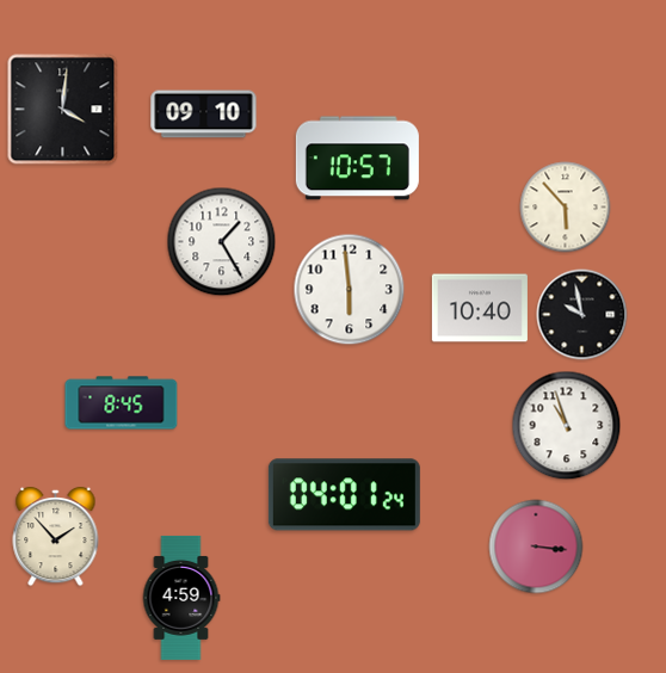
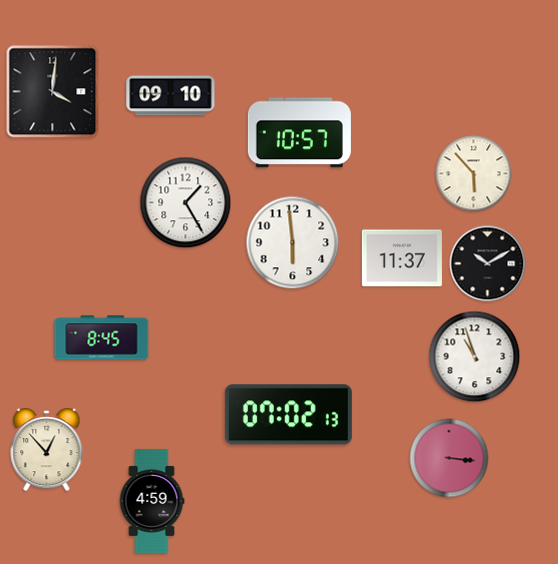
clock at (480, 308): 10:40 -> 11:37
clock at (582, 315): 9:58 -> 10:10
clock at (344, 495): 04:01 -> 07:02
clock at (56, 537): 1:53 -> 12:53
